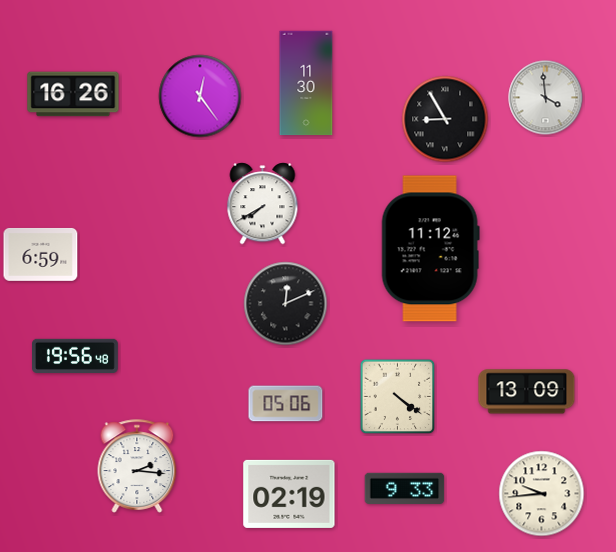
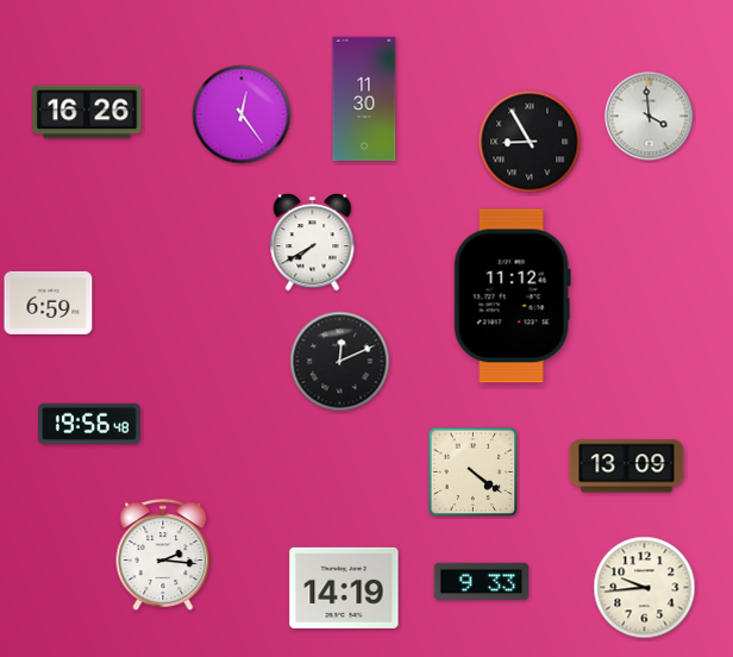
clock at (200, 96) position: (200, 96) -> (242, 114)
clock at (286, 404): 05:06 -> none
clock at (289, 494): 02:19 -> 14:19
